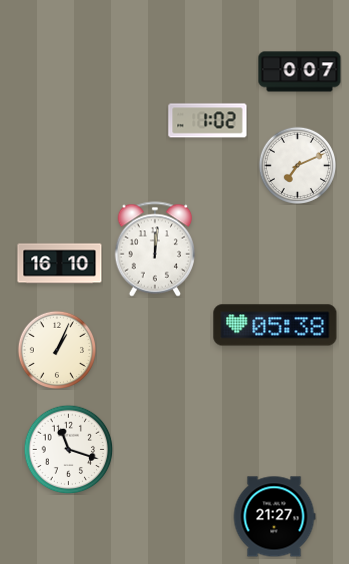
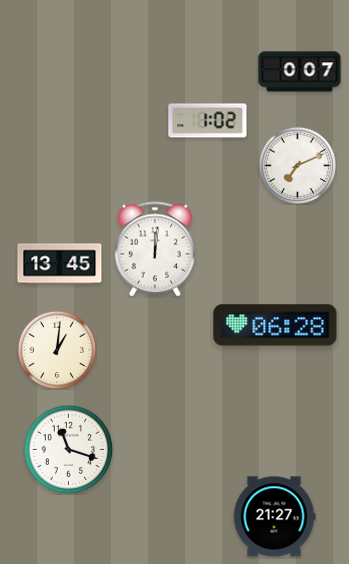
clock at (60, 264): 16:10 -> 13:45
clock at (275, 325): 05:38 -> 06:28
clock at (56, 349): 1:04 -> 1:01
